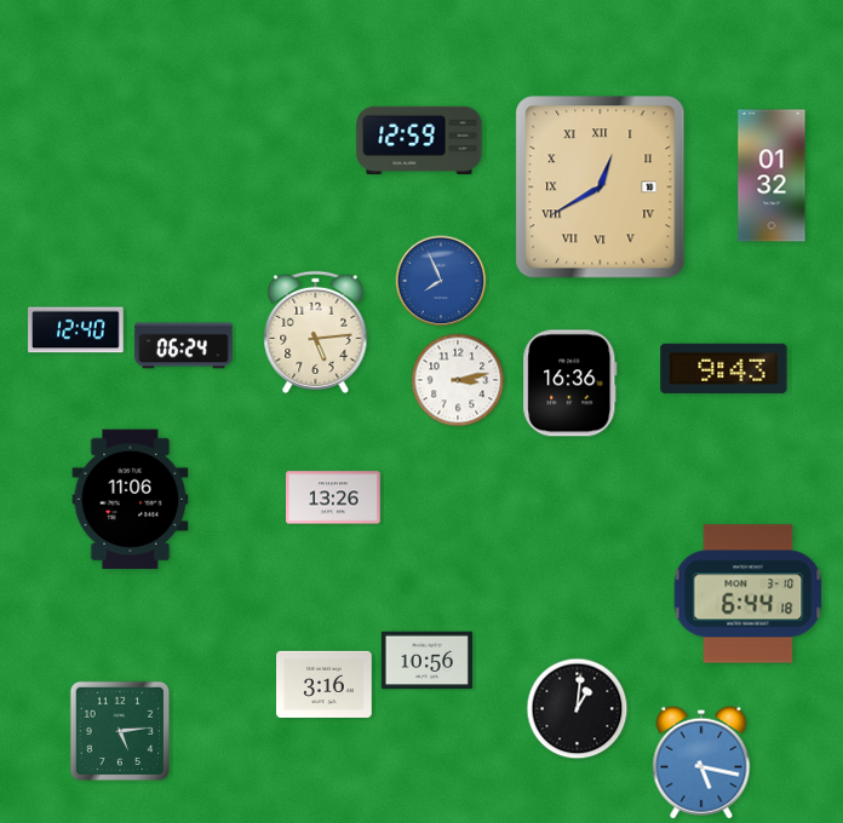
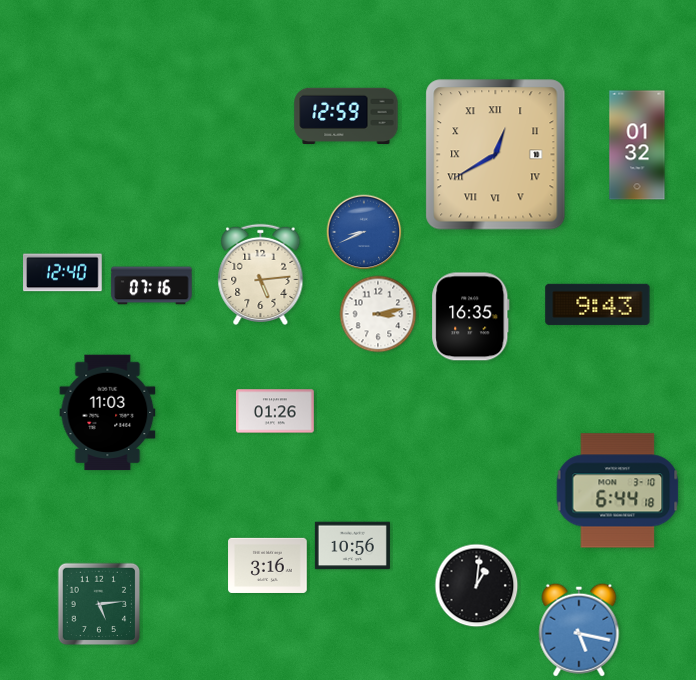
clock at (441, 281): 7:56 -> 8:41
clock at (184, 346): 06:24 -> 07:16
clock at (570, 384): 16:36 -> 16:35
clock at (334, 497): 13:26 -> 01:26
clock at (131, 500): 11:06 -> 11:03
